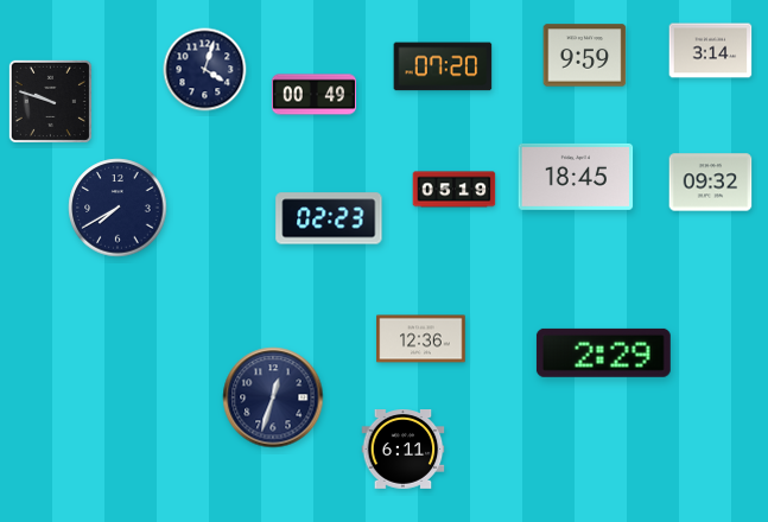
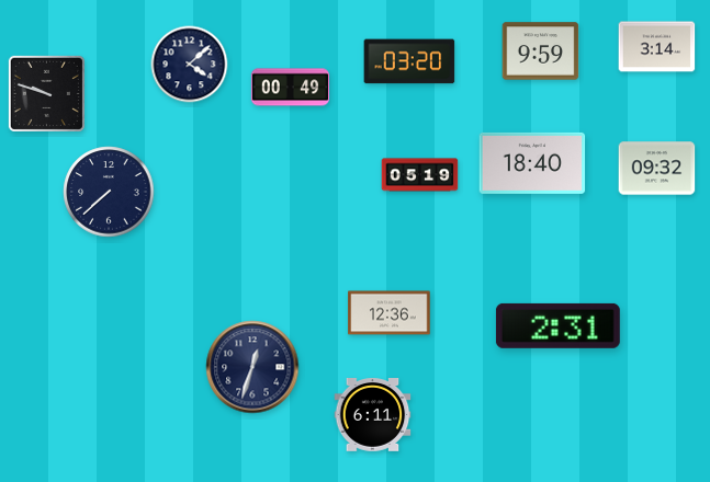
clock at (443, 66): 07:20 -> 03:20
clock at (205, 70): 4:03 -> 4:08
clock at (576, 177): 18:45 -> 18:40
clock at (118, 208): 7:40 -> 7:38
clock at (329, 218): 02:23 -> none
clock at (603, 352): 2:29 -> 2:31
